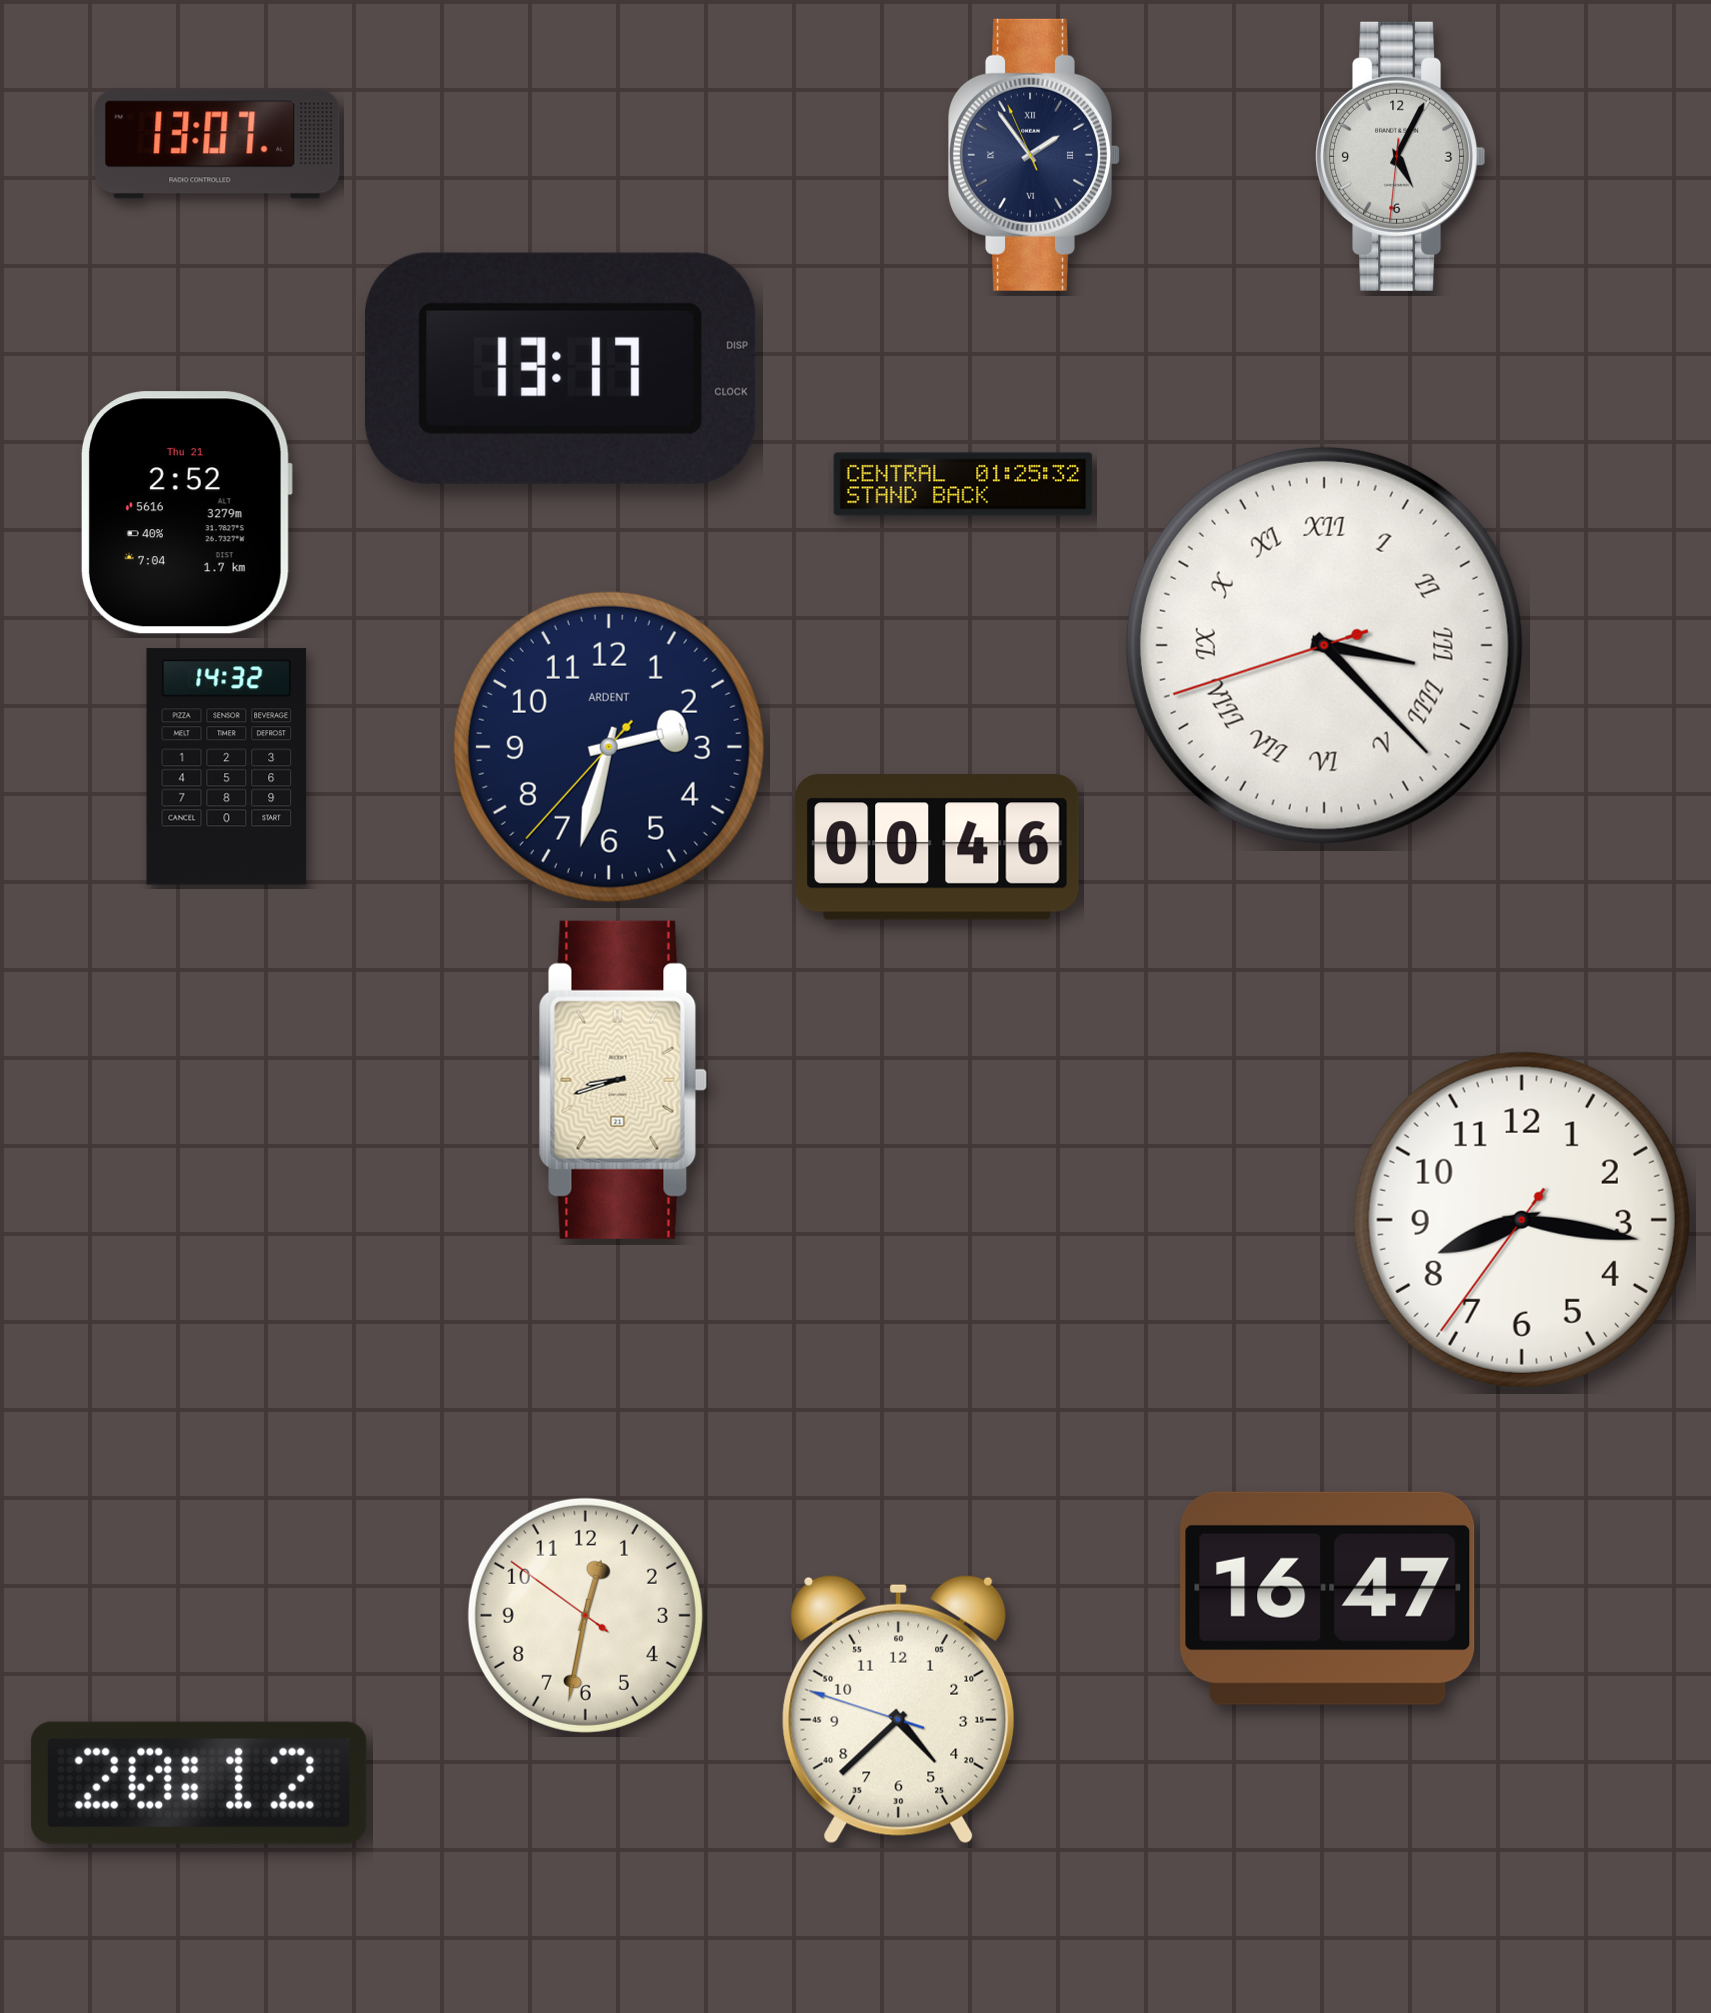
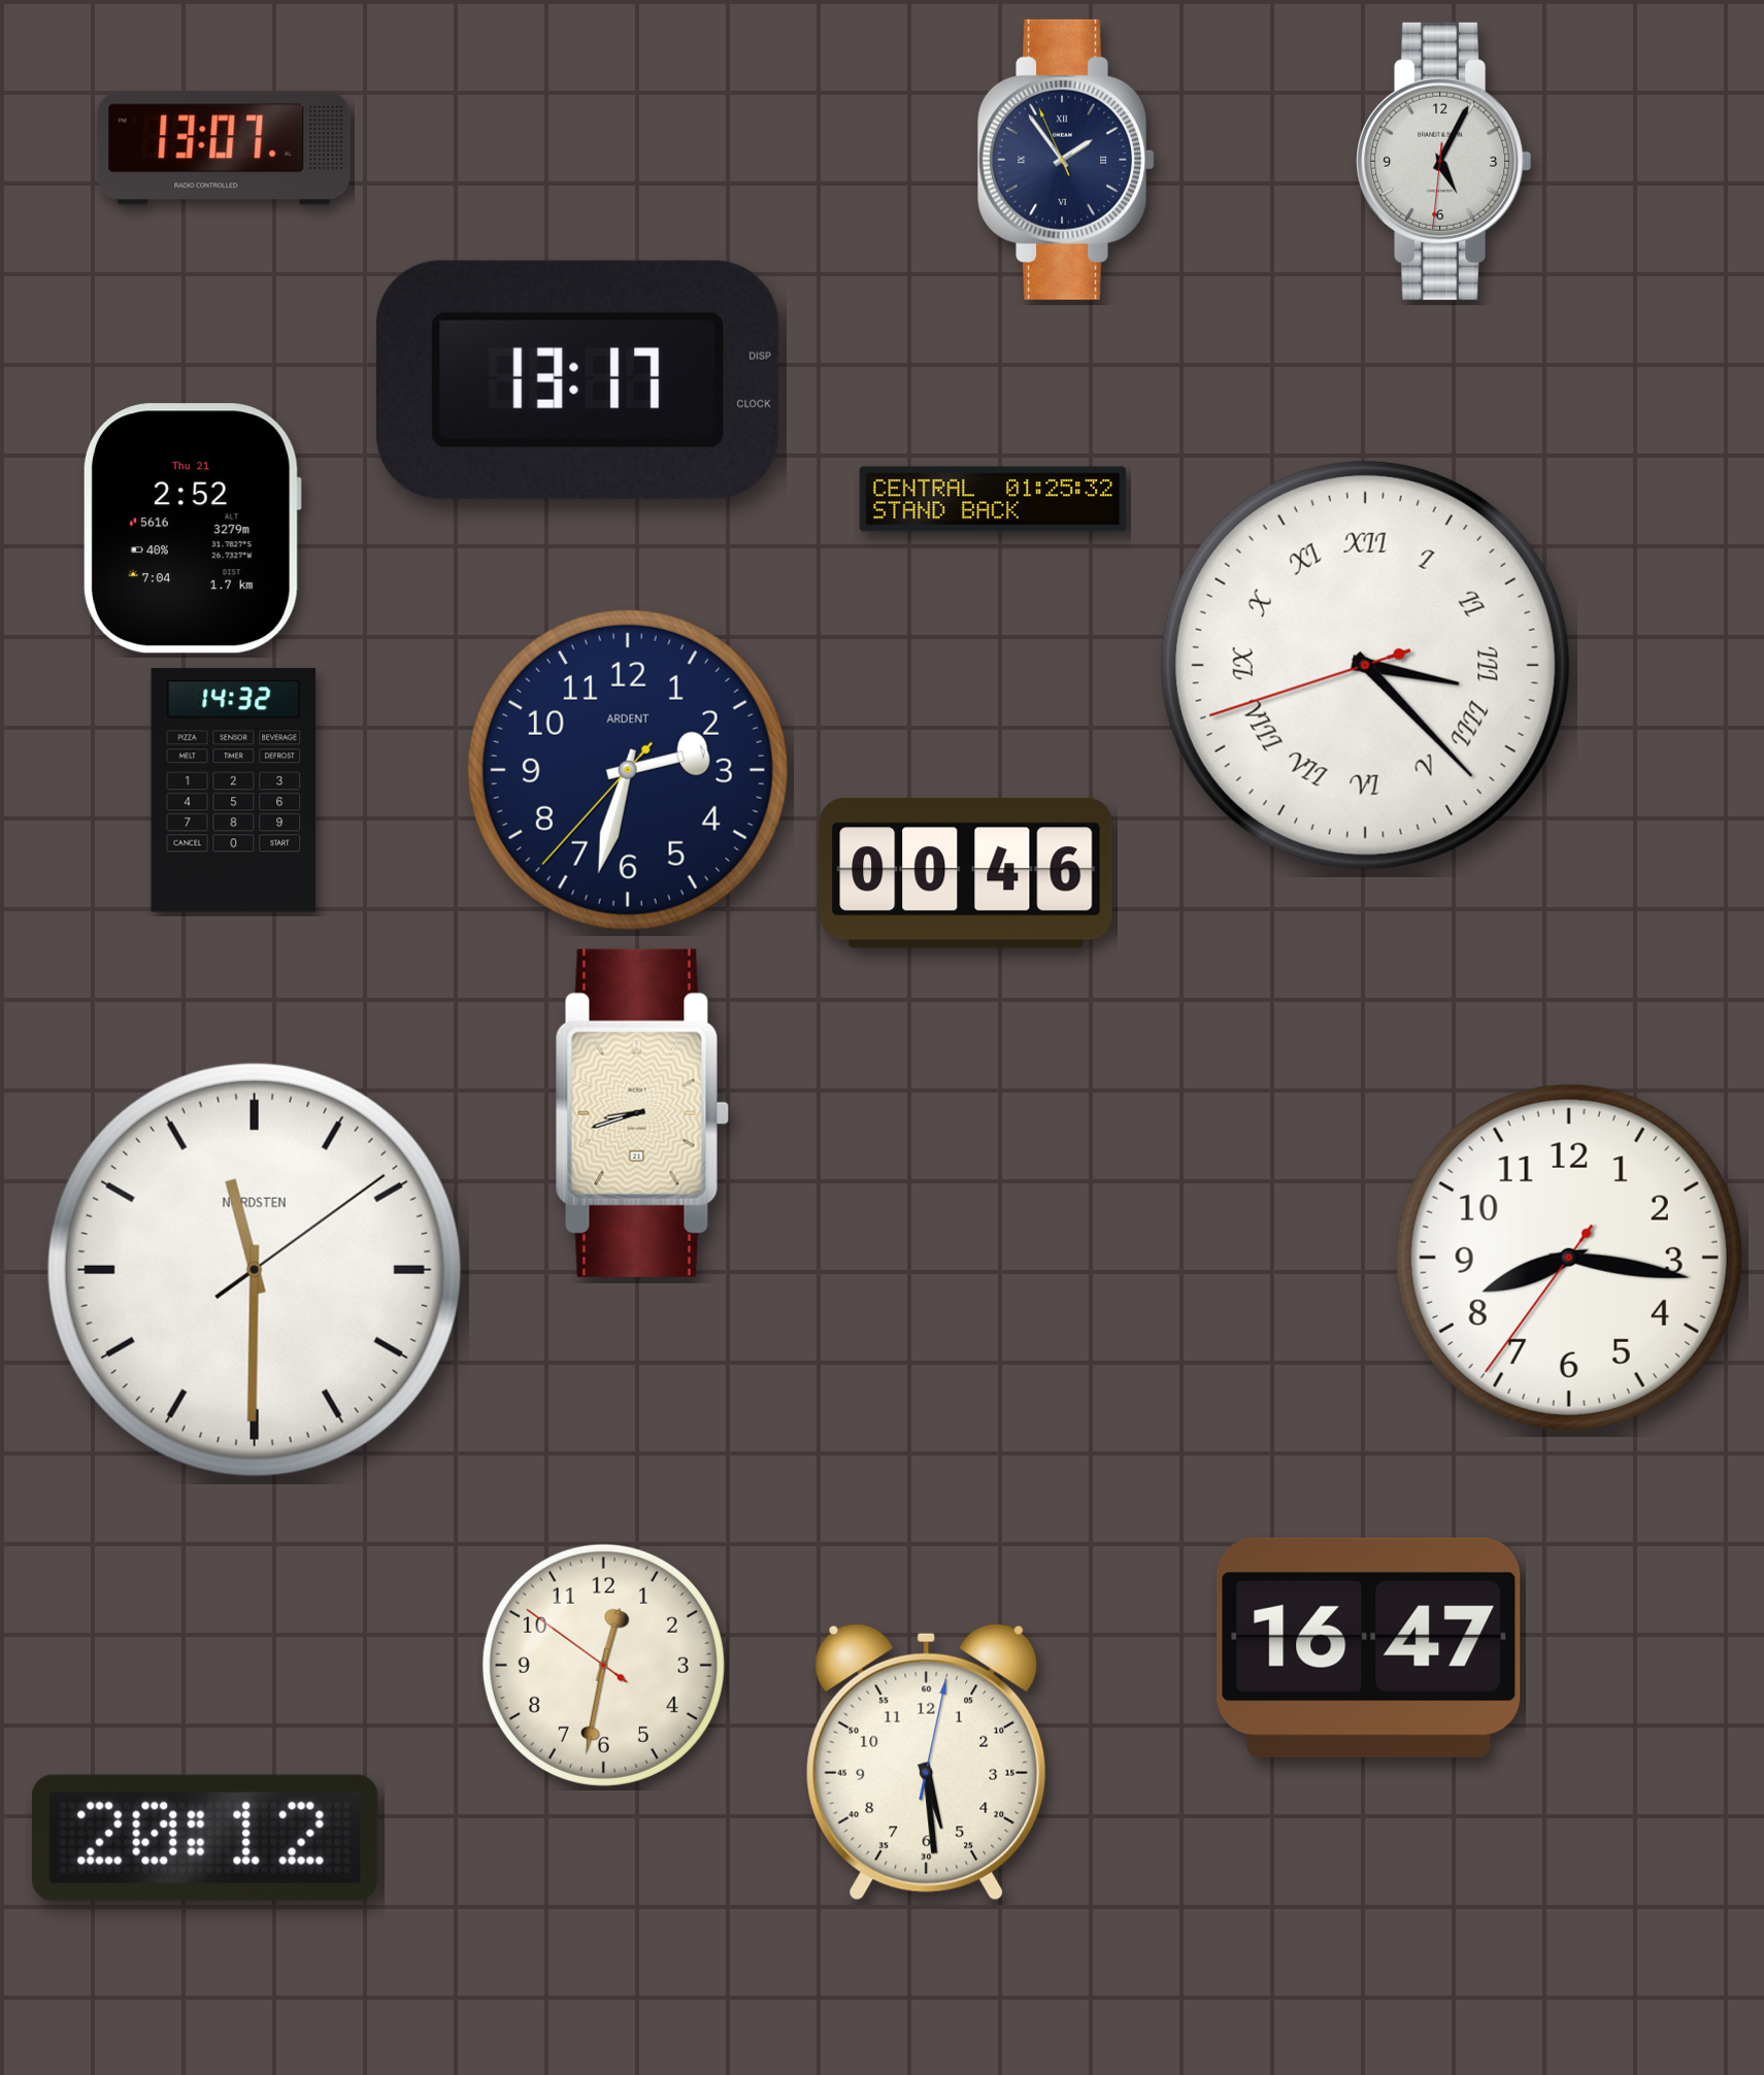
clock at (255, 1270): none -> 11:30
clock at (899, 1709): 4:37 -> 5:29
